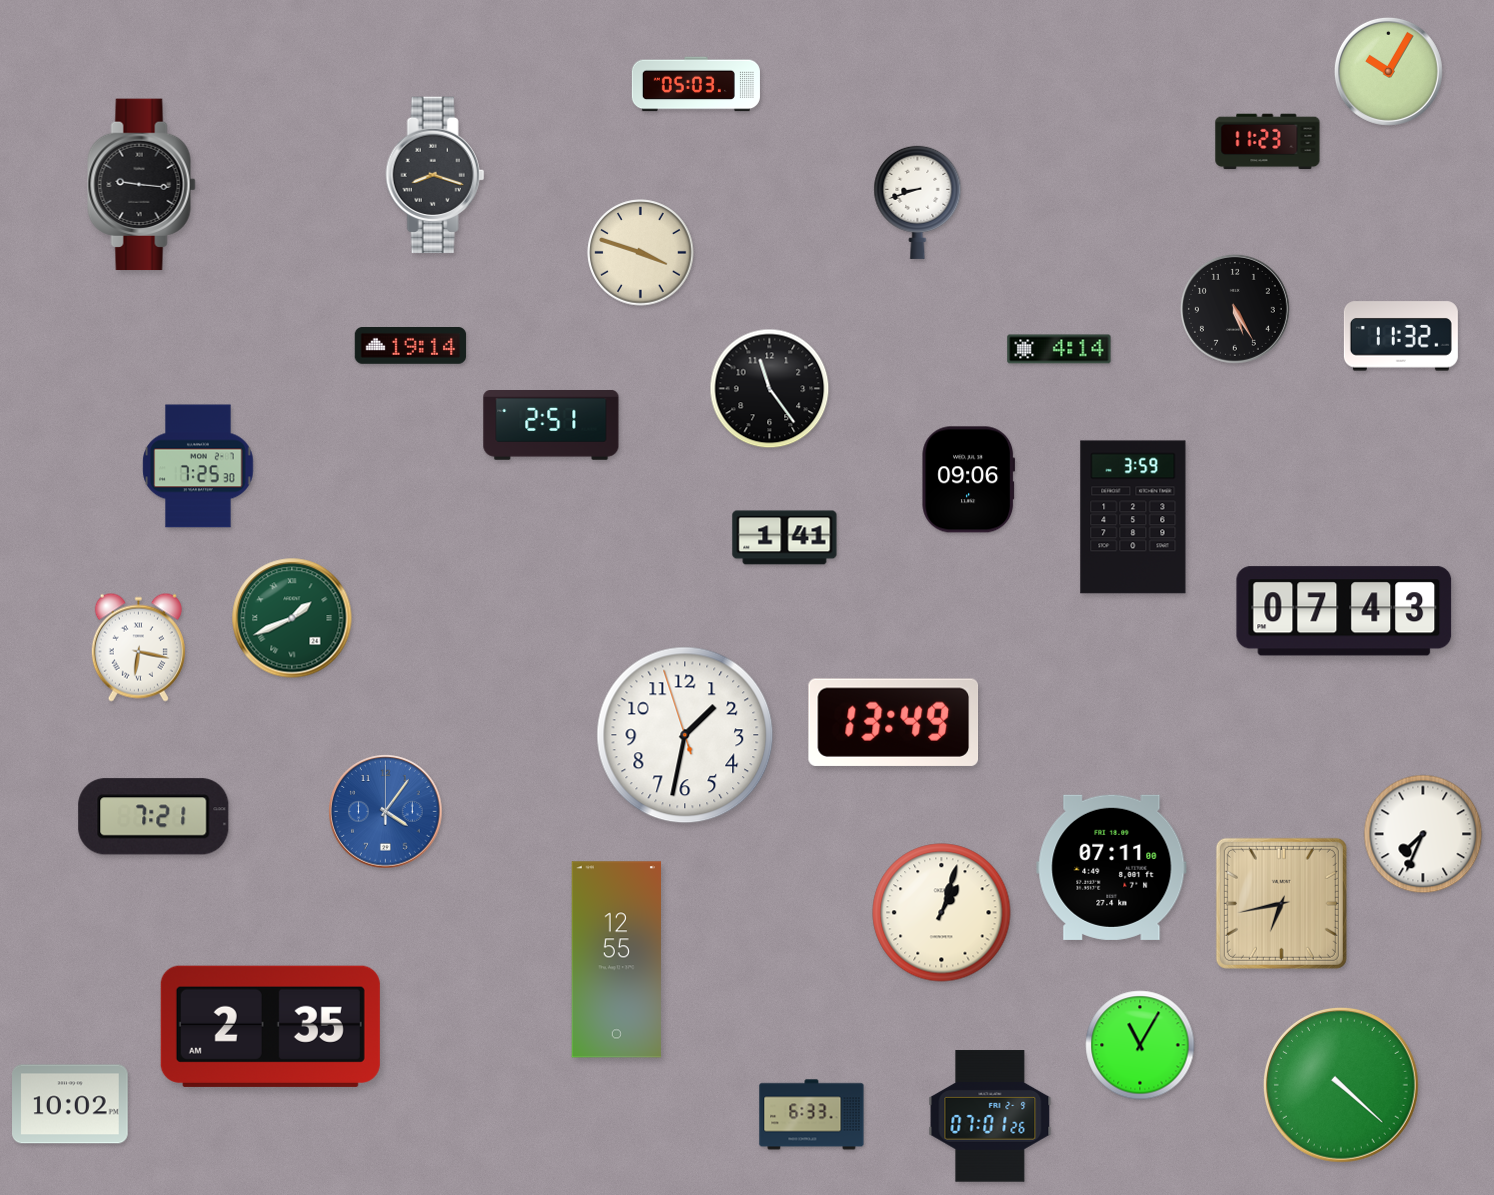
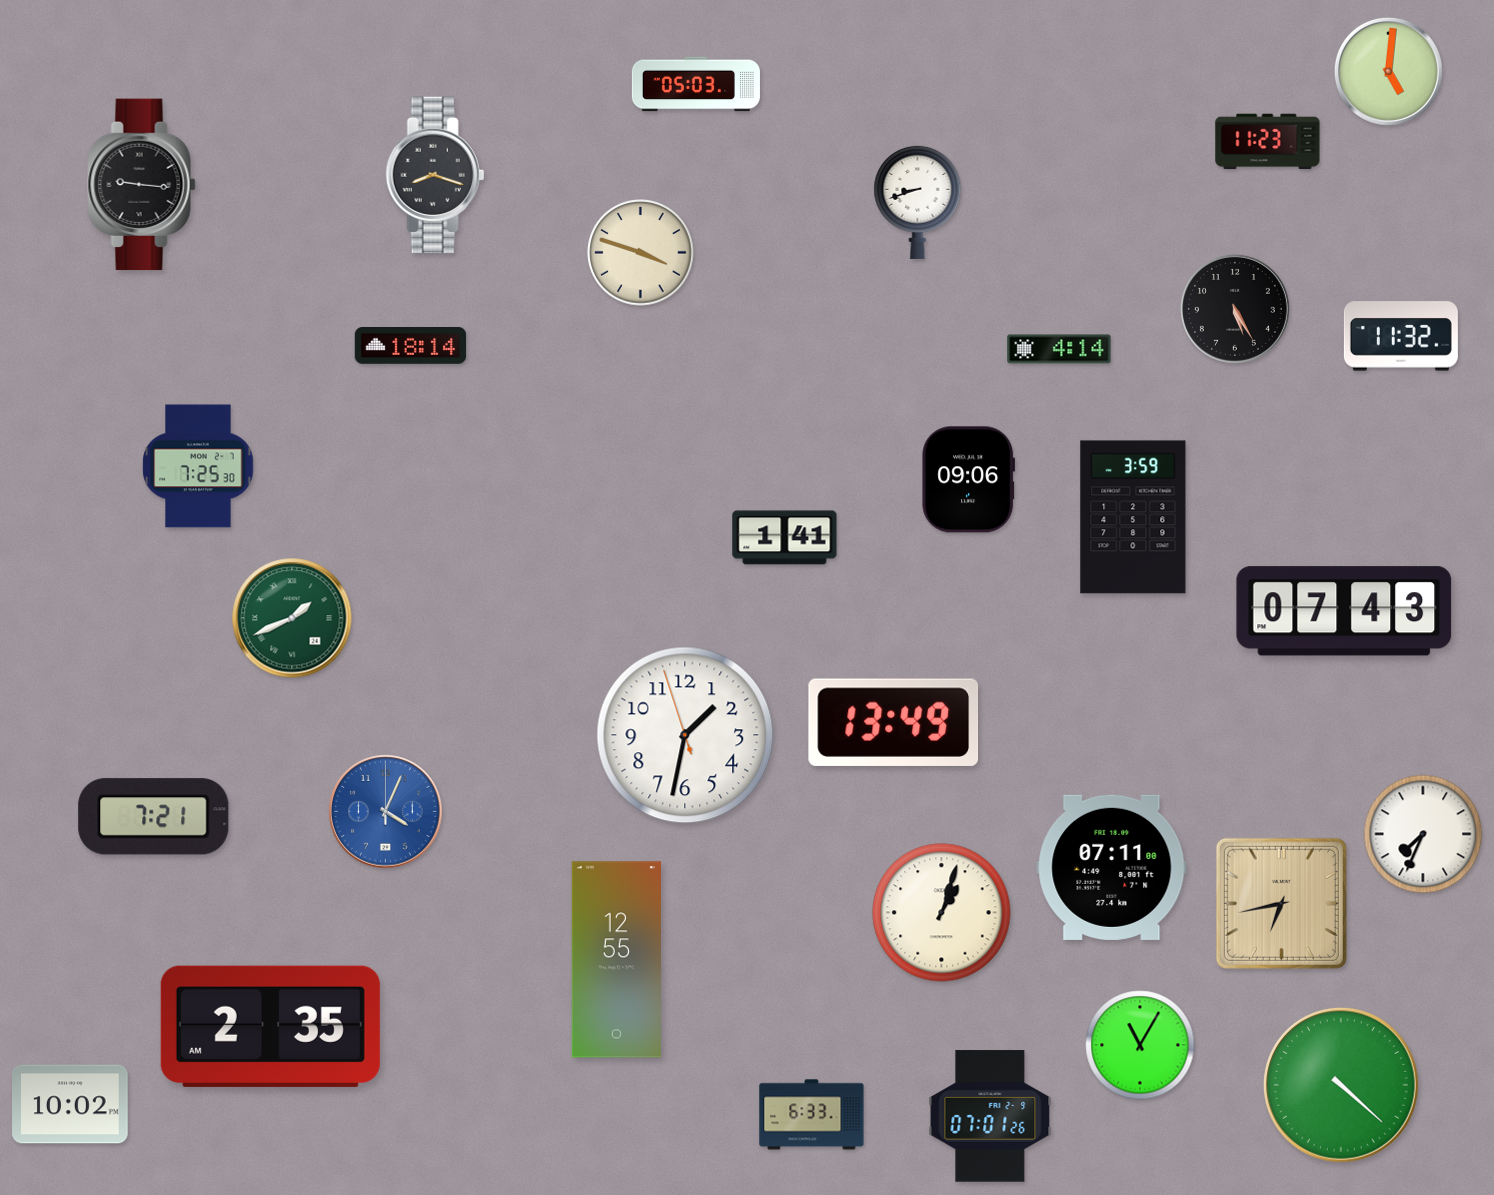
clock at (1388, 71): 10:05 -> 5:01
clock at (411, 346): 19:14 -> 18:14
clock at (770, 389): 11:24 -> none
clock at (551, 426): 2:51 -> none
clock at (138, 647): 6:17 -> none
clock at (386, 812): 4:06 -> 4:04
